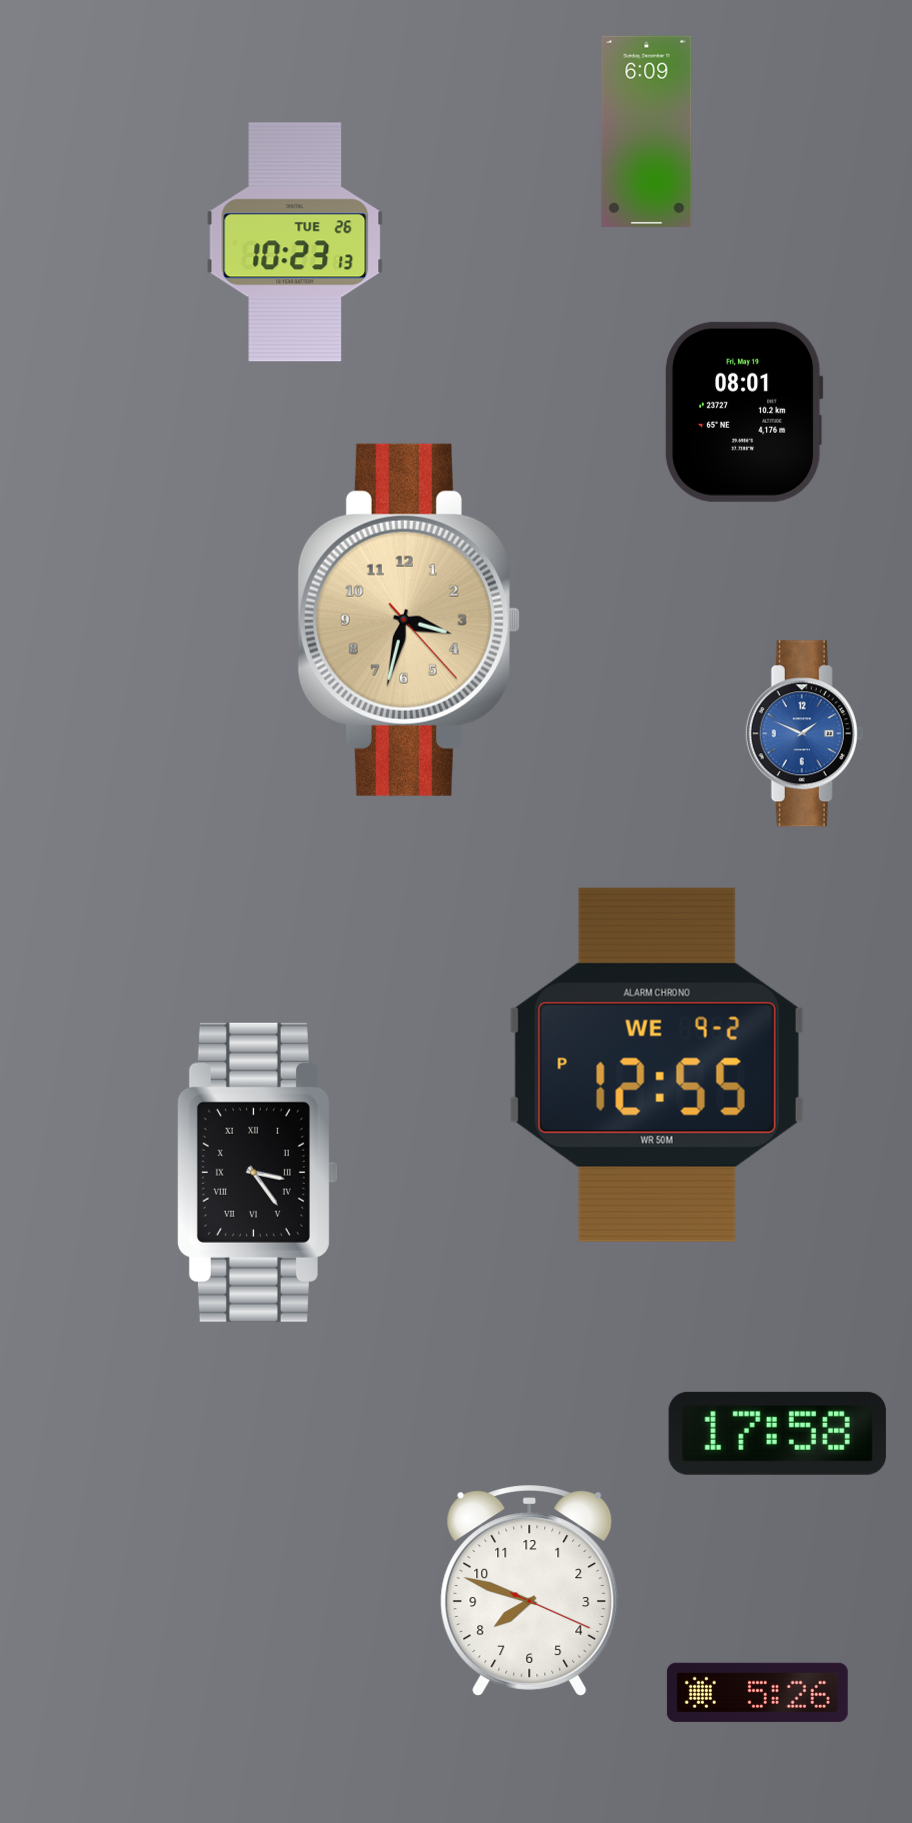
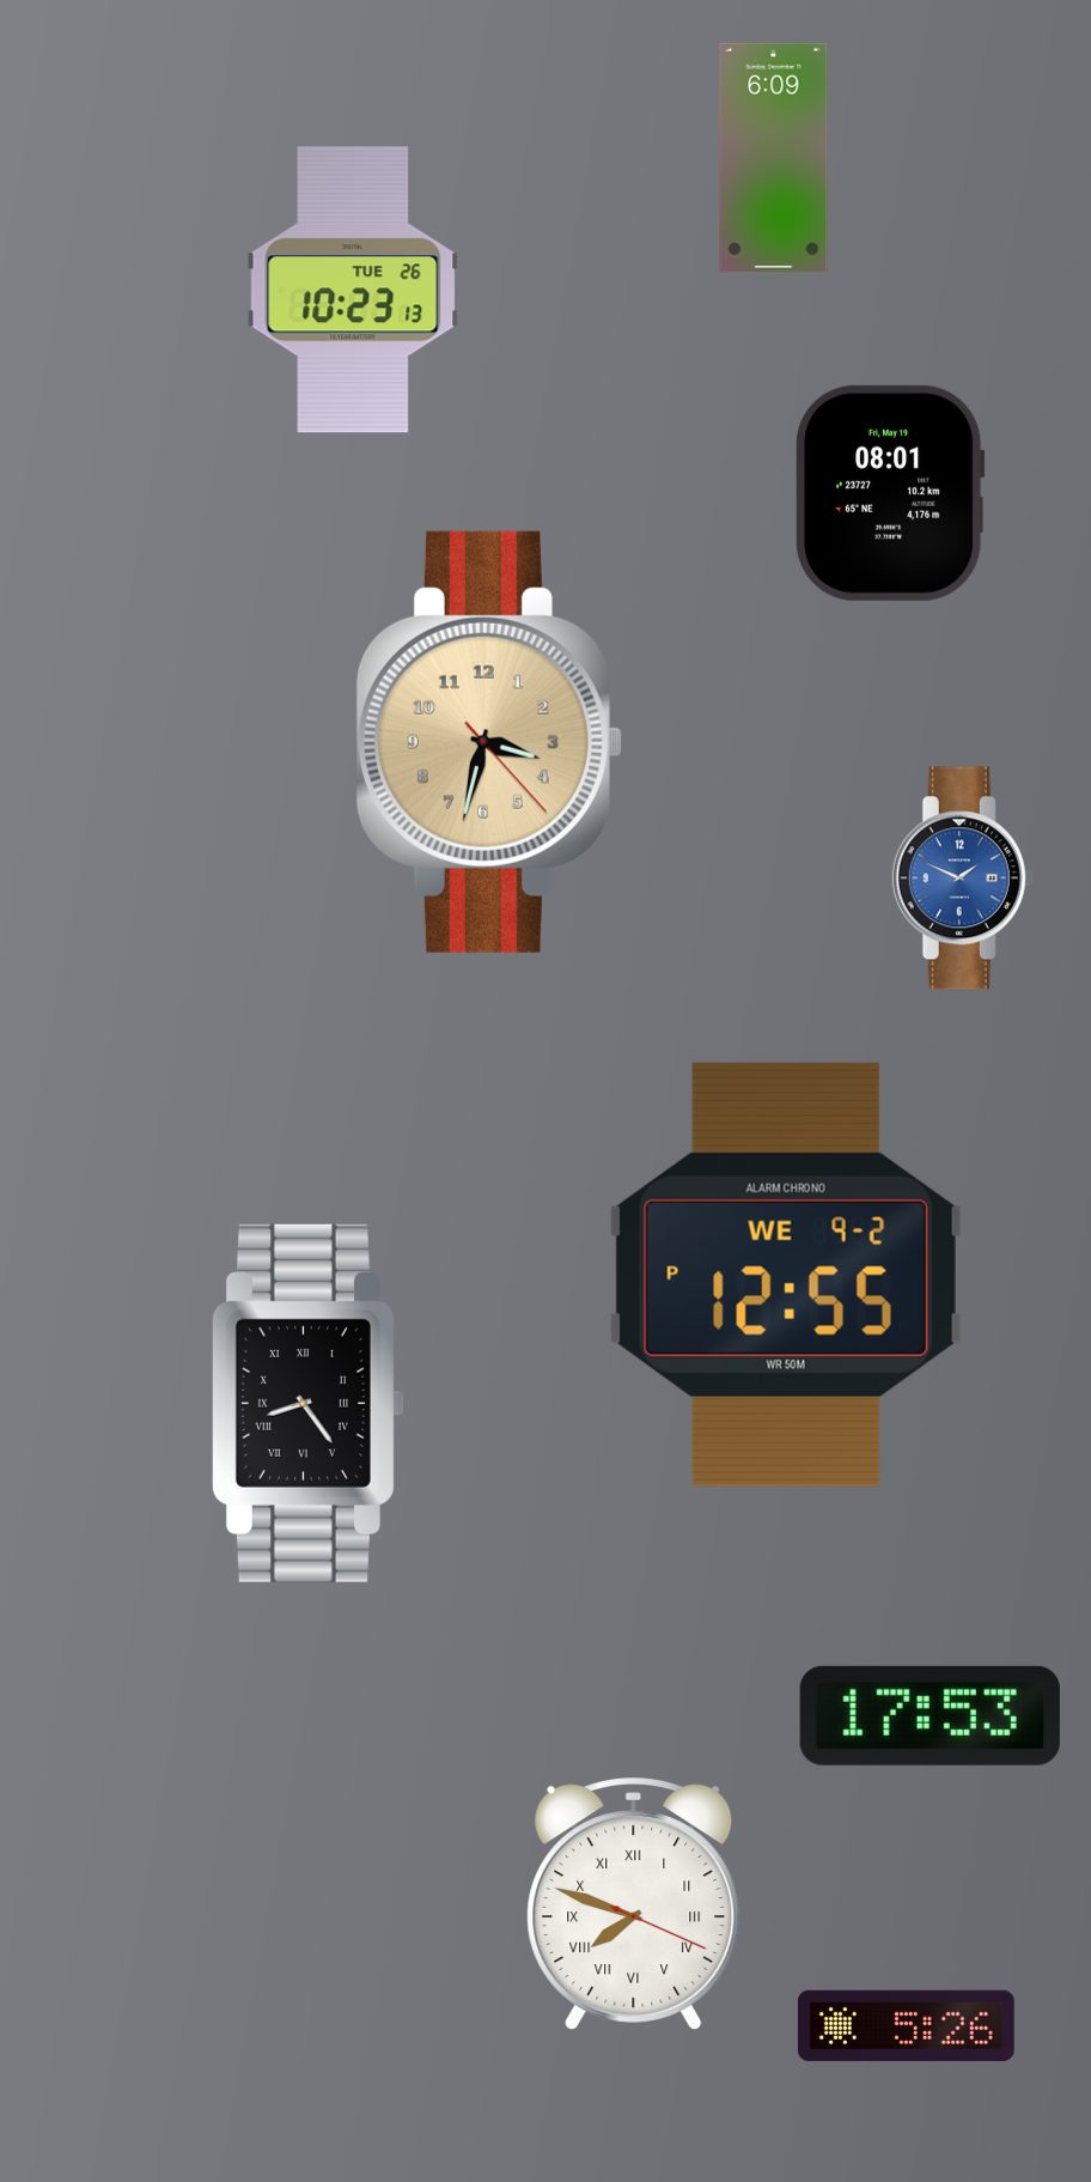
clock at (257, 1172): 3:24 -> 8:24
clock at (777, 1433): 17:58 -> 17:53
clock at (530, 1591) numerals: Arabic -> Roman
